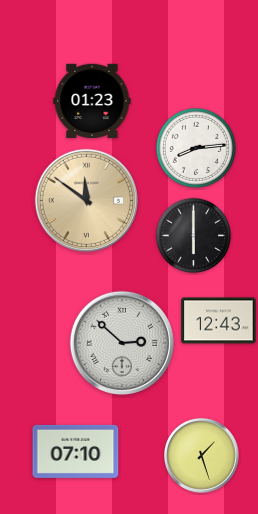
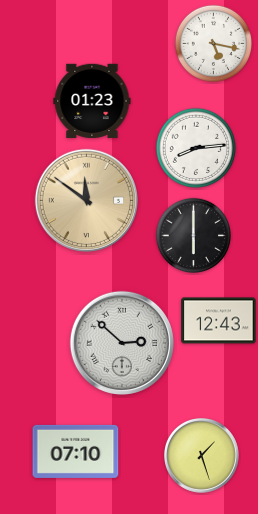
clock at (213, 43): none -> 5:17
